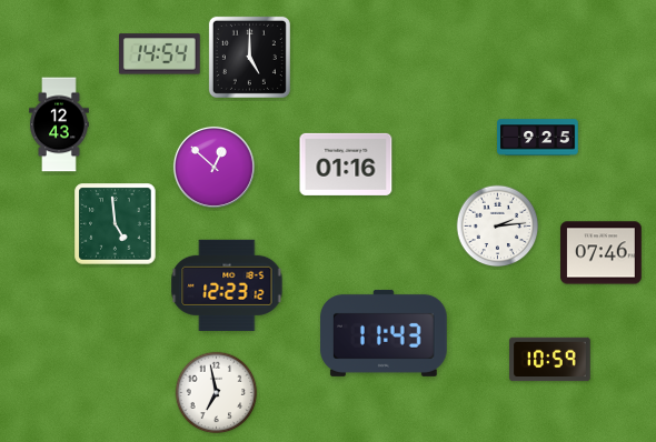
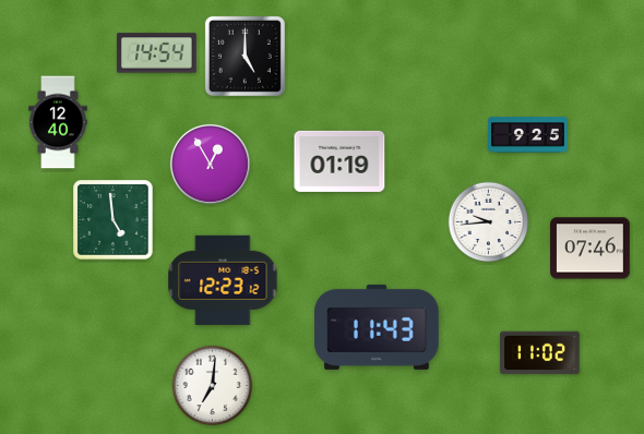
clock at (59, 124): 12:43 -> 12:40
clock at (346, 164): 01:16 -> 01:19
clock at (213, 167): 12:52 -> 12:55
clock at (498, 227): 2:14 -> 9:44
clock at (550, 360): 10:59 -> 11:02
clock at (217, 393): 6:58 -> 7:01
